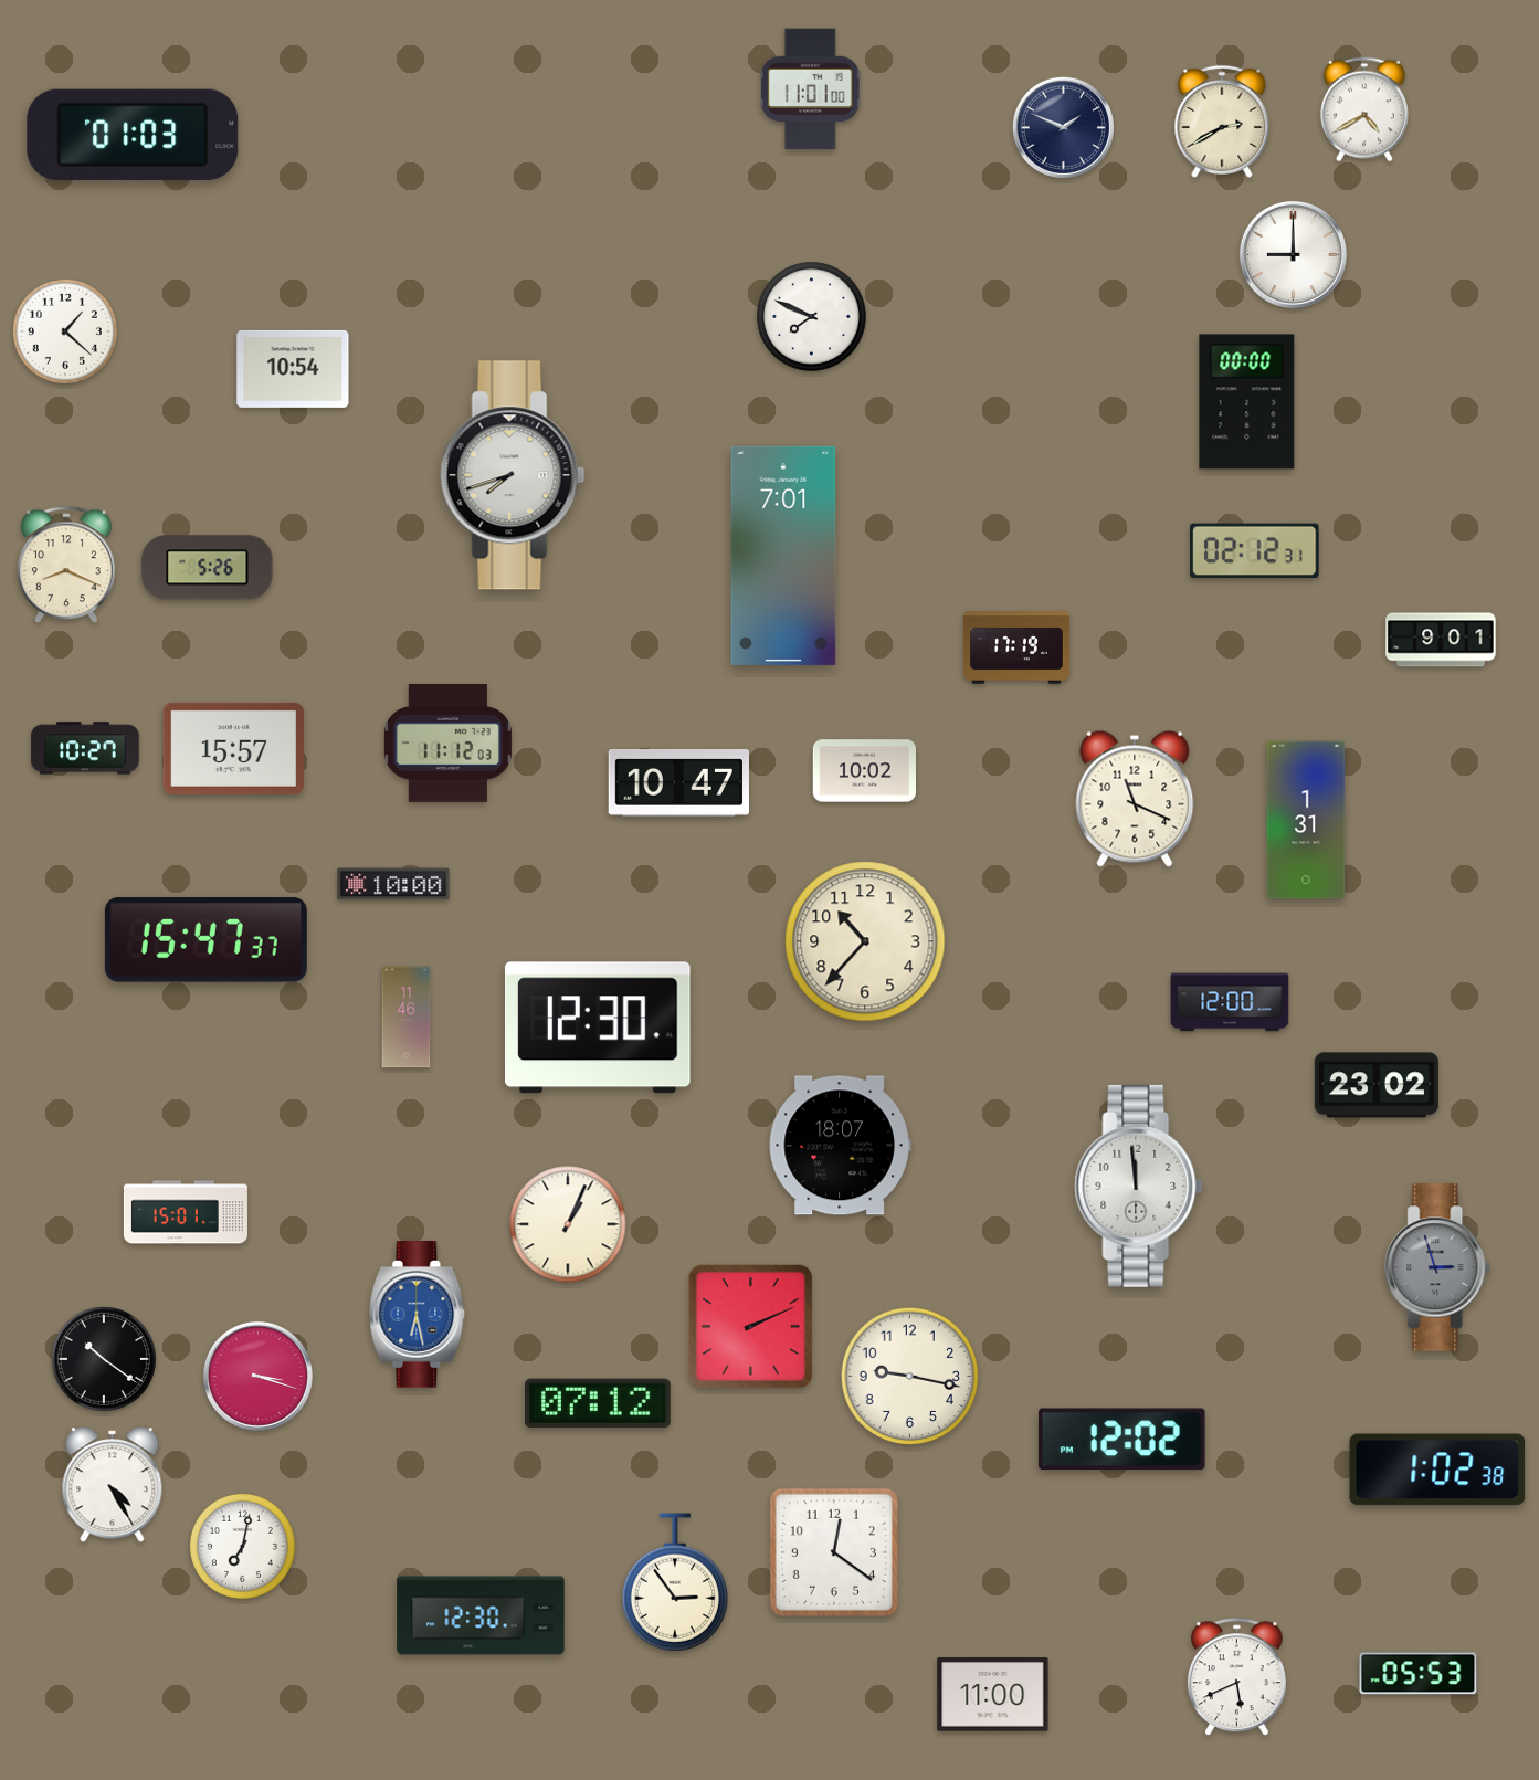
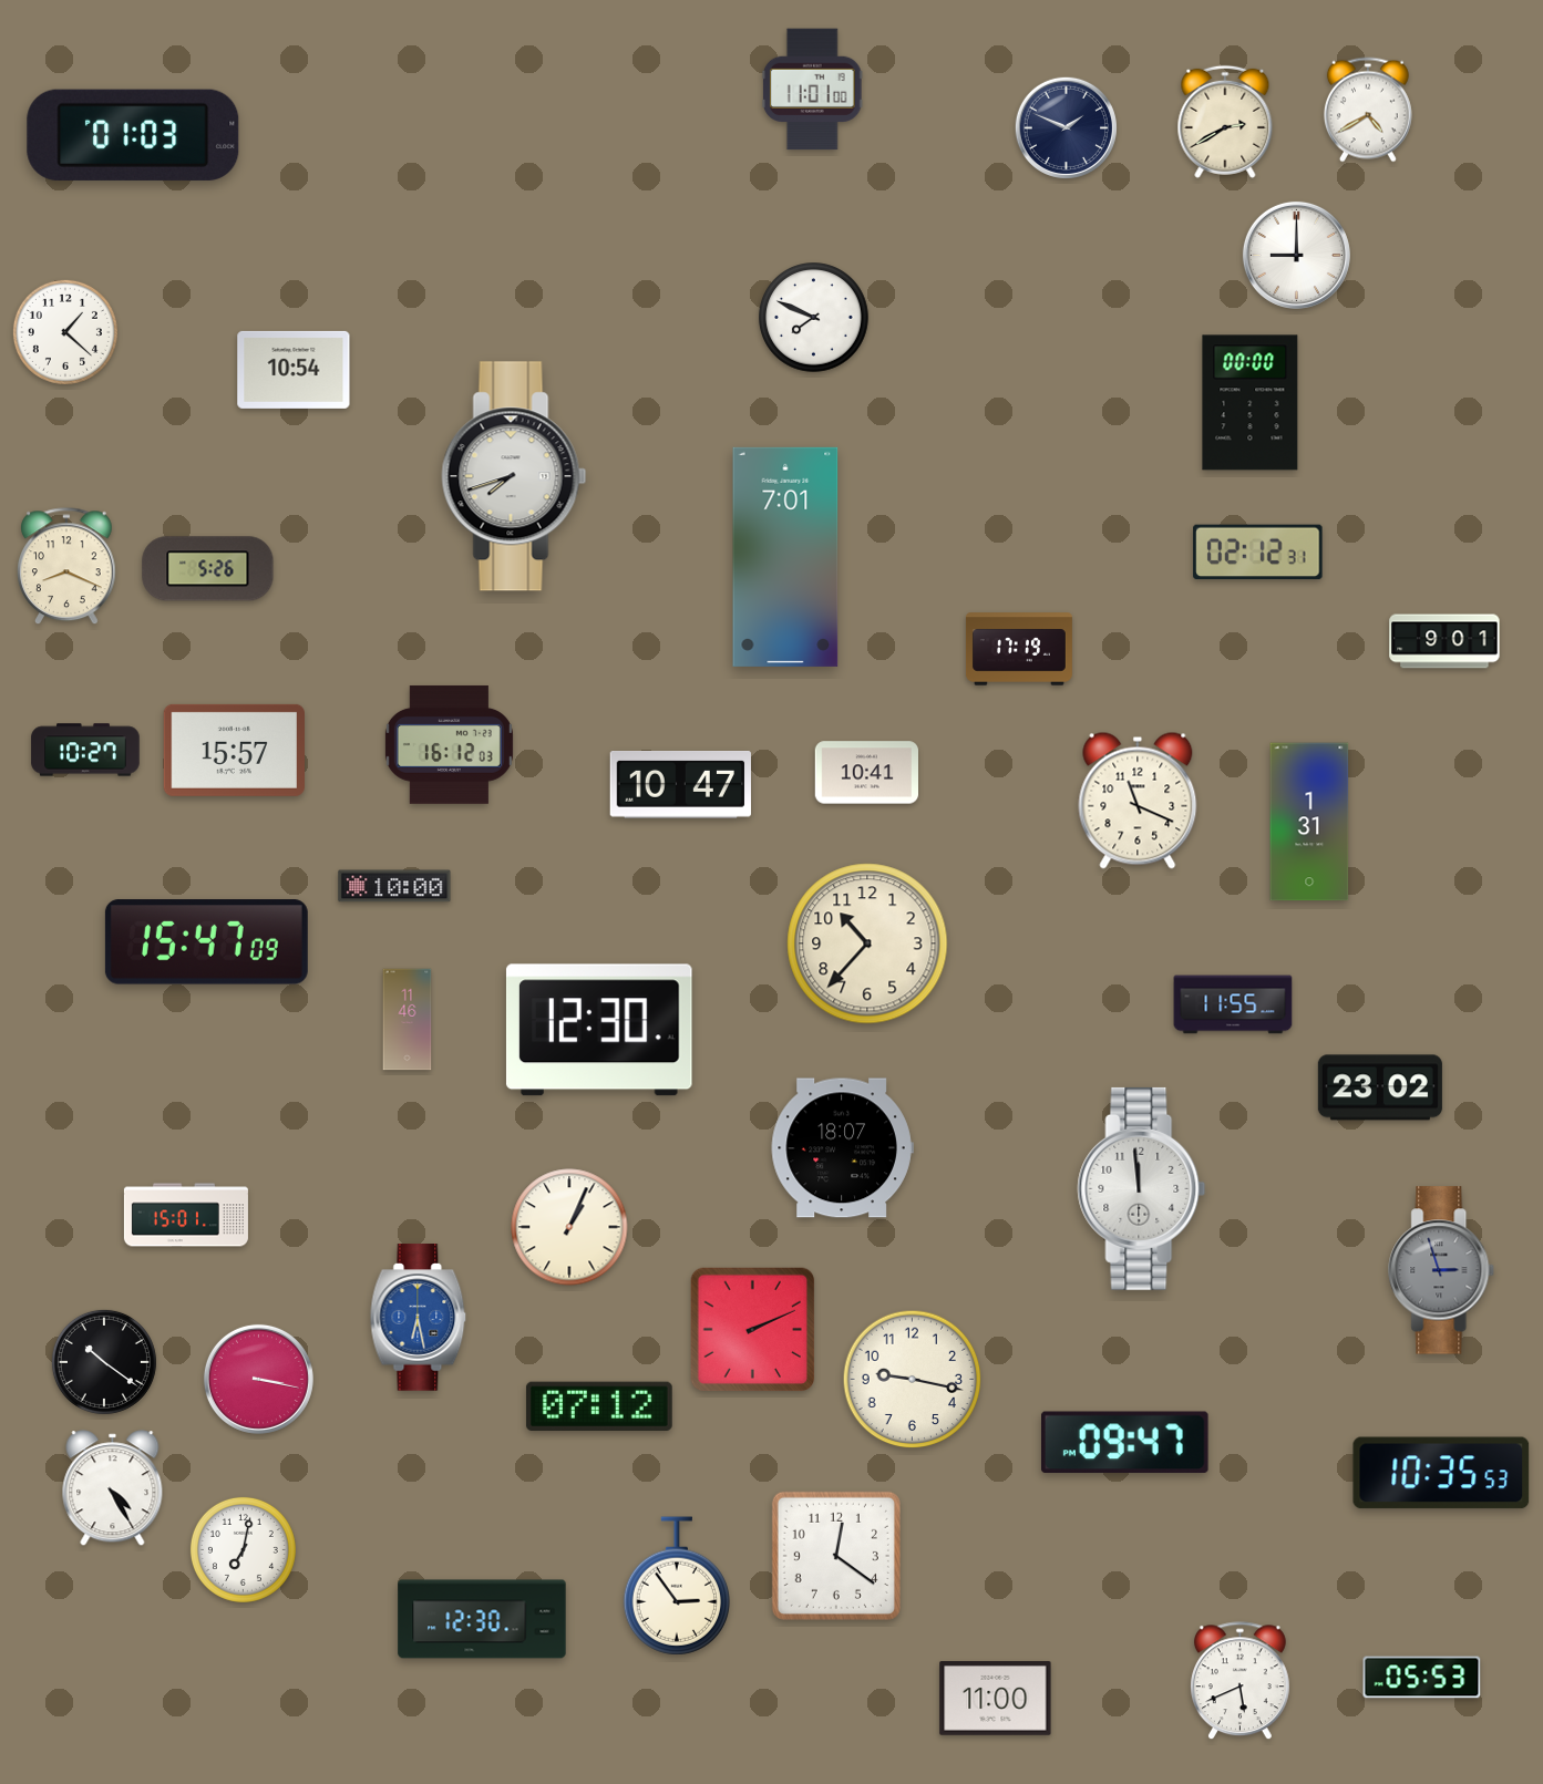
clock at (447, 742): 11:12 -> 16:12
clock at (864, 771): 10:02 -> 10:41
clock at (205, 940): 15:47:37 -> 15:47:09
clock at (1230, 1002): 12:00 -> 11:55
clock at (257, 1376): 3:18 -> 3:17
clock at (1121, 1439): 12:02 -> 09:47
clock at (1437, 1470): 1:02 -> 10:35
